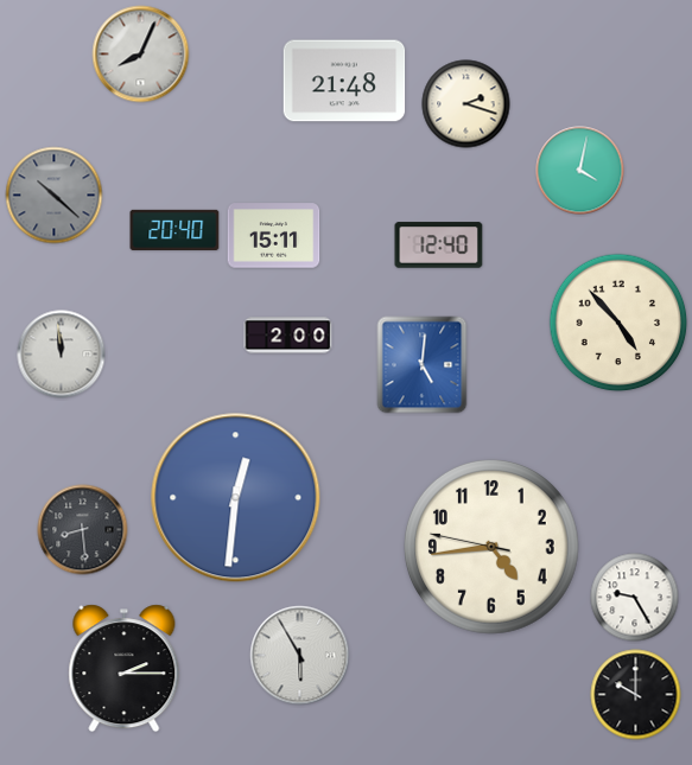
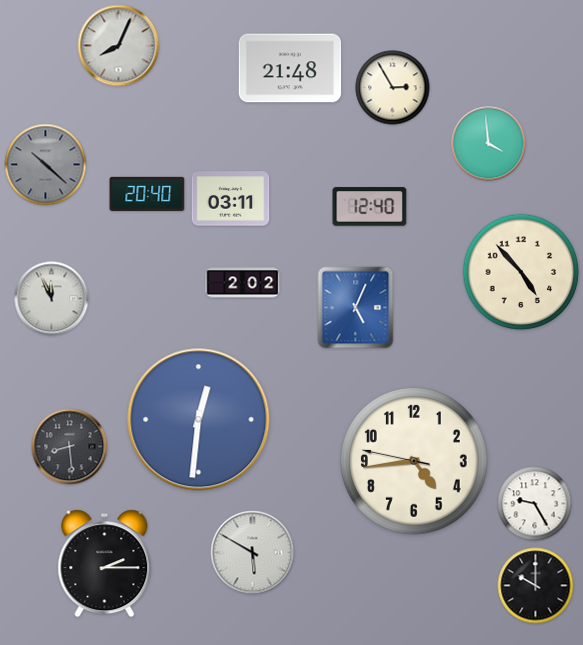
clock at (466, 104): 2:18 -> 2:55
clock at (580, 171): 4:02 -> 3:59
clock at (274, 236): 15:11 -> 03:11
clock at (288, 336): 2:00 -> 2:02
clock at (62, 355): 11:59 -> 11:56
clock at (423, 365): 5:01 -> 5:04
clock at (300, 656): 5:55 -> 5:50
